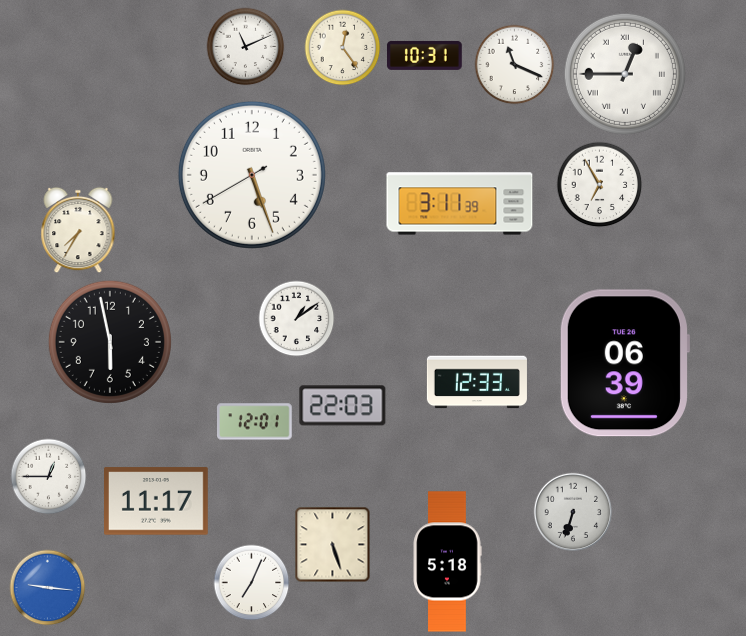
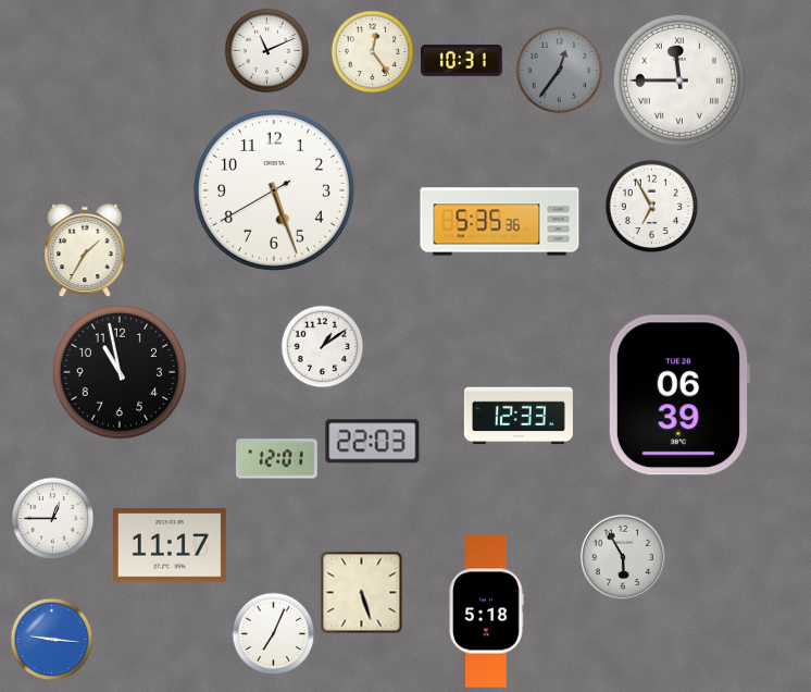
clock at (515, 65): 11:19 -> 12:36
clock at (515, 65) dial: white -> grey
clock at (625, 74): 12:45 -> 11:45
clock at (600, 185) position: (600, 185) -> (652, 207)
clock at (460, 204): 3:11 -> 5:35
clock at (78, 230): 7:35 -> 1:35
clock at (110, 342): 5:58 -> 10:58
clock at (572, 511): 6:33 -> 5:55
